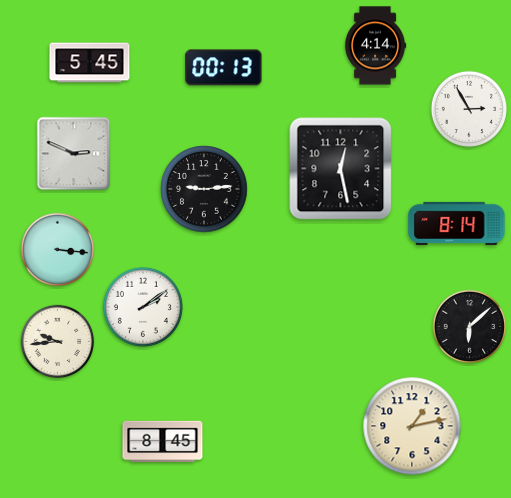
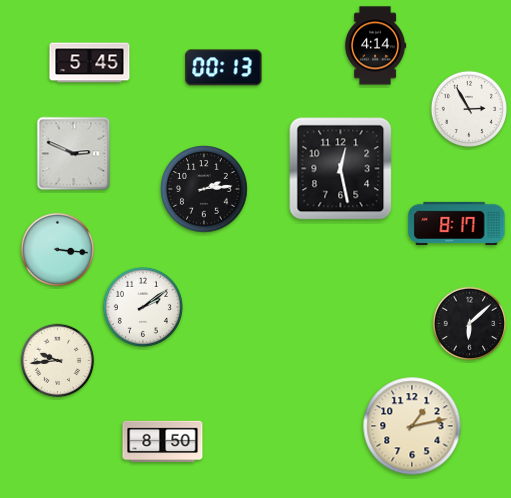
clock at (204, 189): 9:14 -> 2:14
clock at (457, 223): 8:14 -> 8:17
clock at (470, 327) position: (470, 327) -> (470, 324)
clock at (58, 342) position: (58, 342) -> (58, 361)
clock at (163, 442): 8:45 -> 8:50
